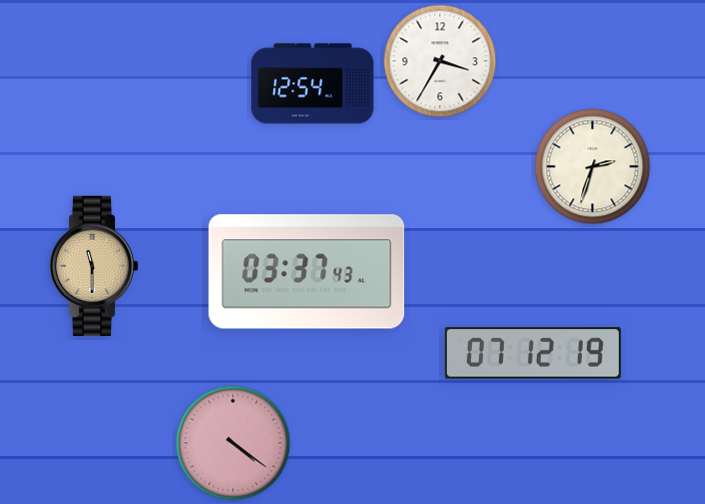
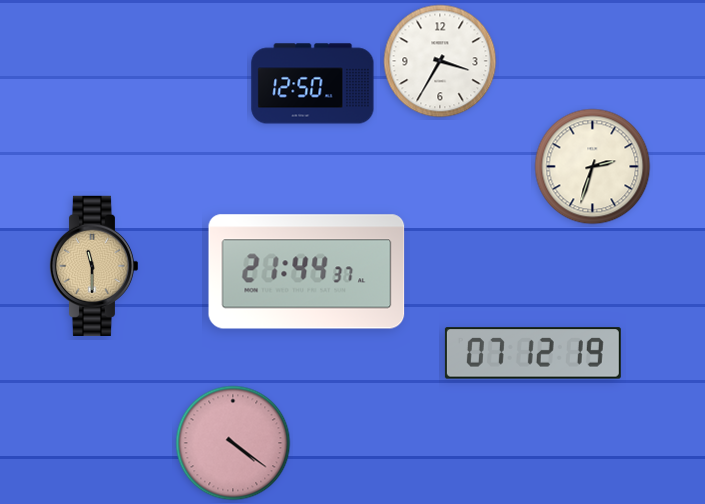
clock at (313, 84): 12:54 -> 12:50
clock at (307, 272): 03:37 -> 21:44
